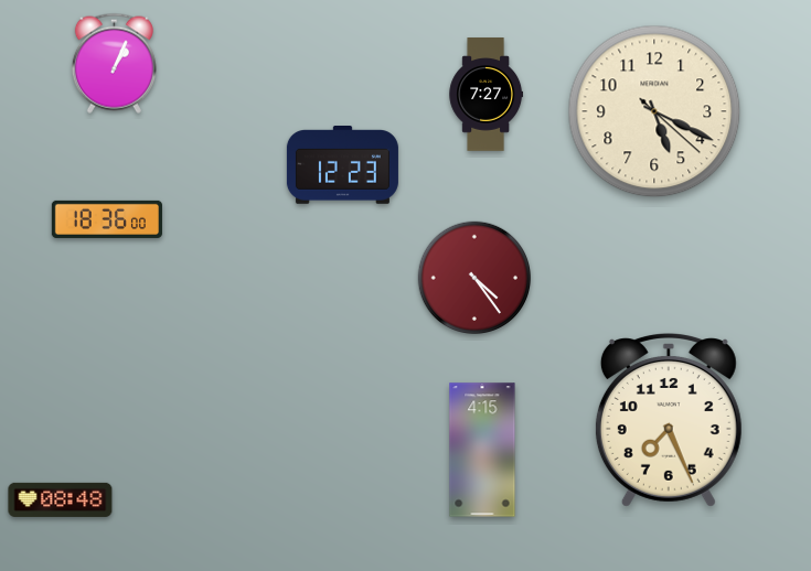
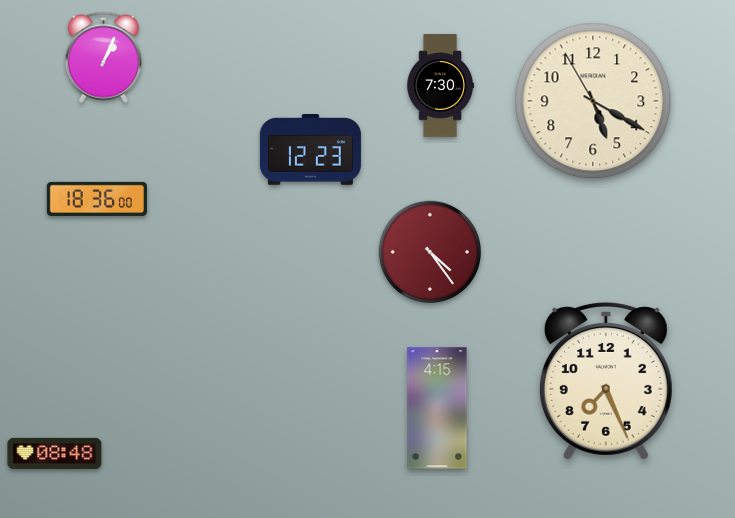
clock at (485, 95): 7:27 -> 7:30
clock at (654, 111): 5:19:22 -> 5:19:55
